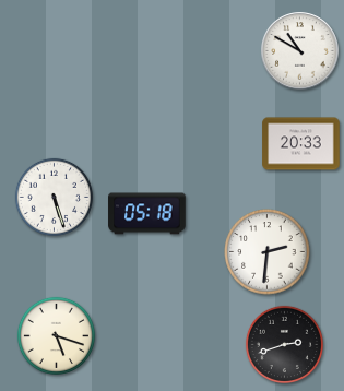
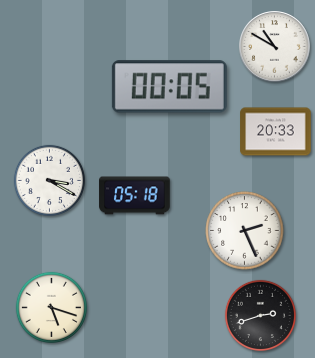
clock at (169, 87): none -> 00:05
clock at (54, 197): 5:27 -> 3:20
clock at (268, 252): 2:31 -> 2:26
